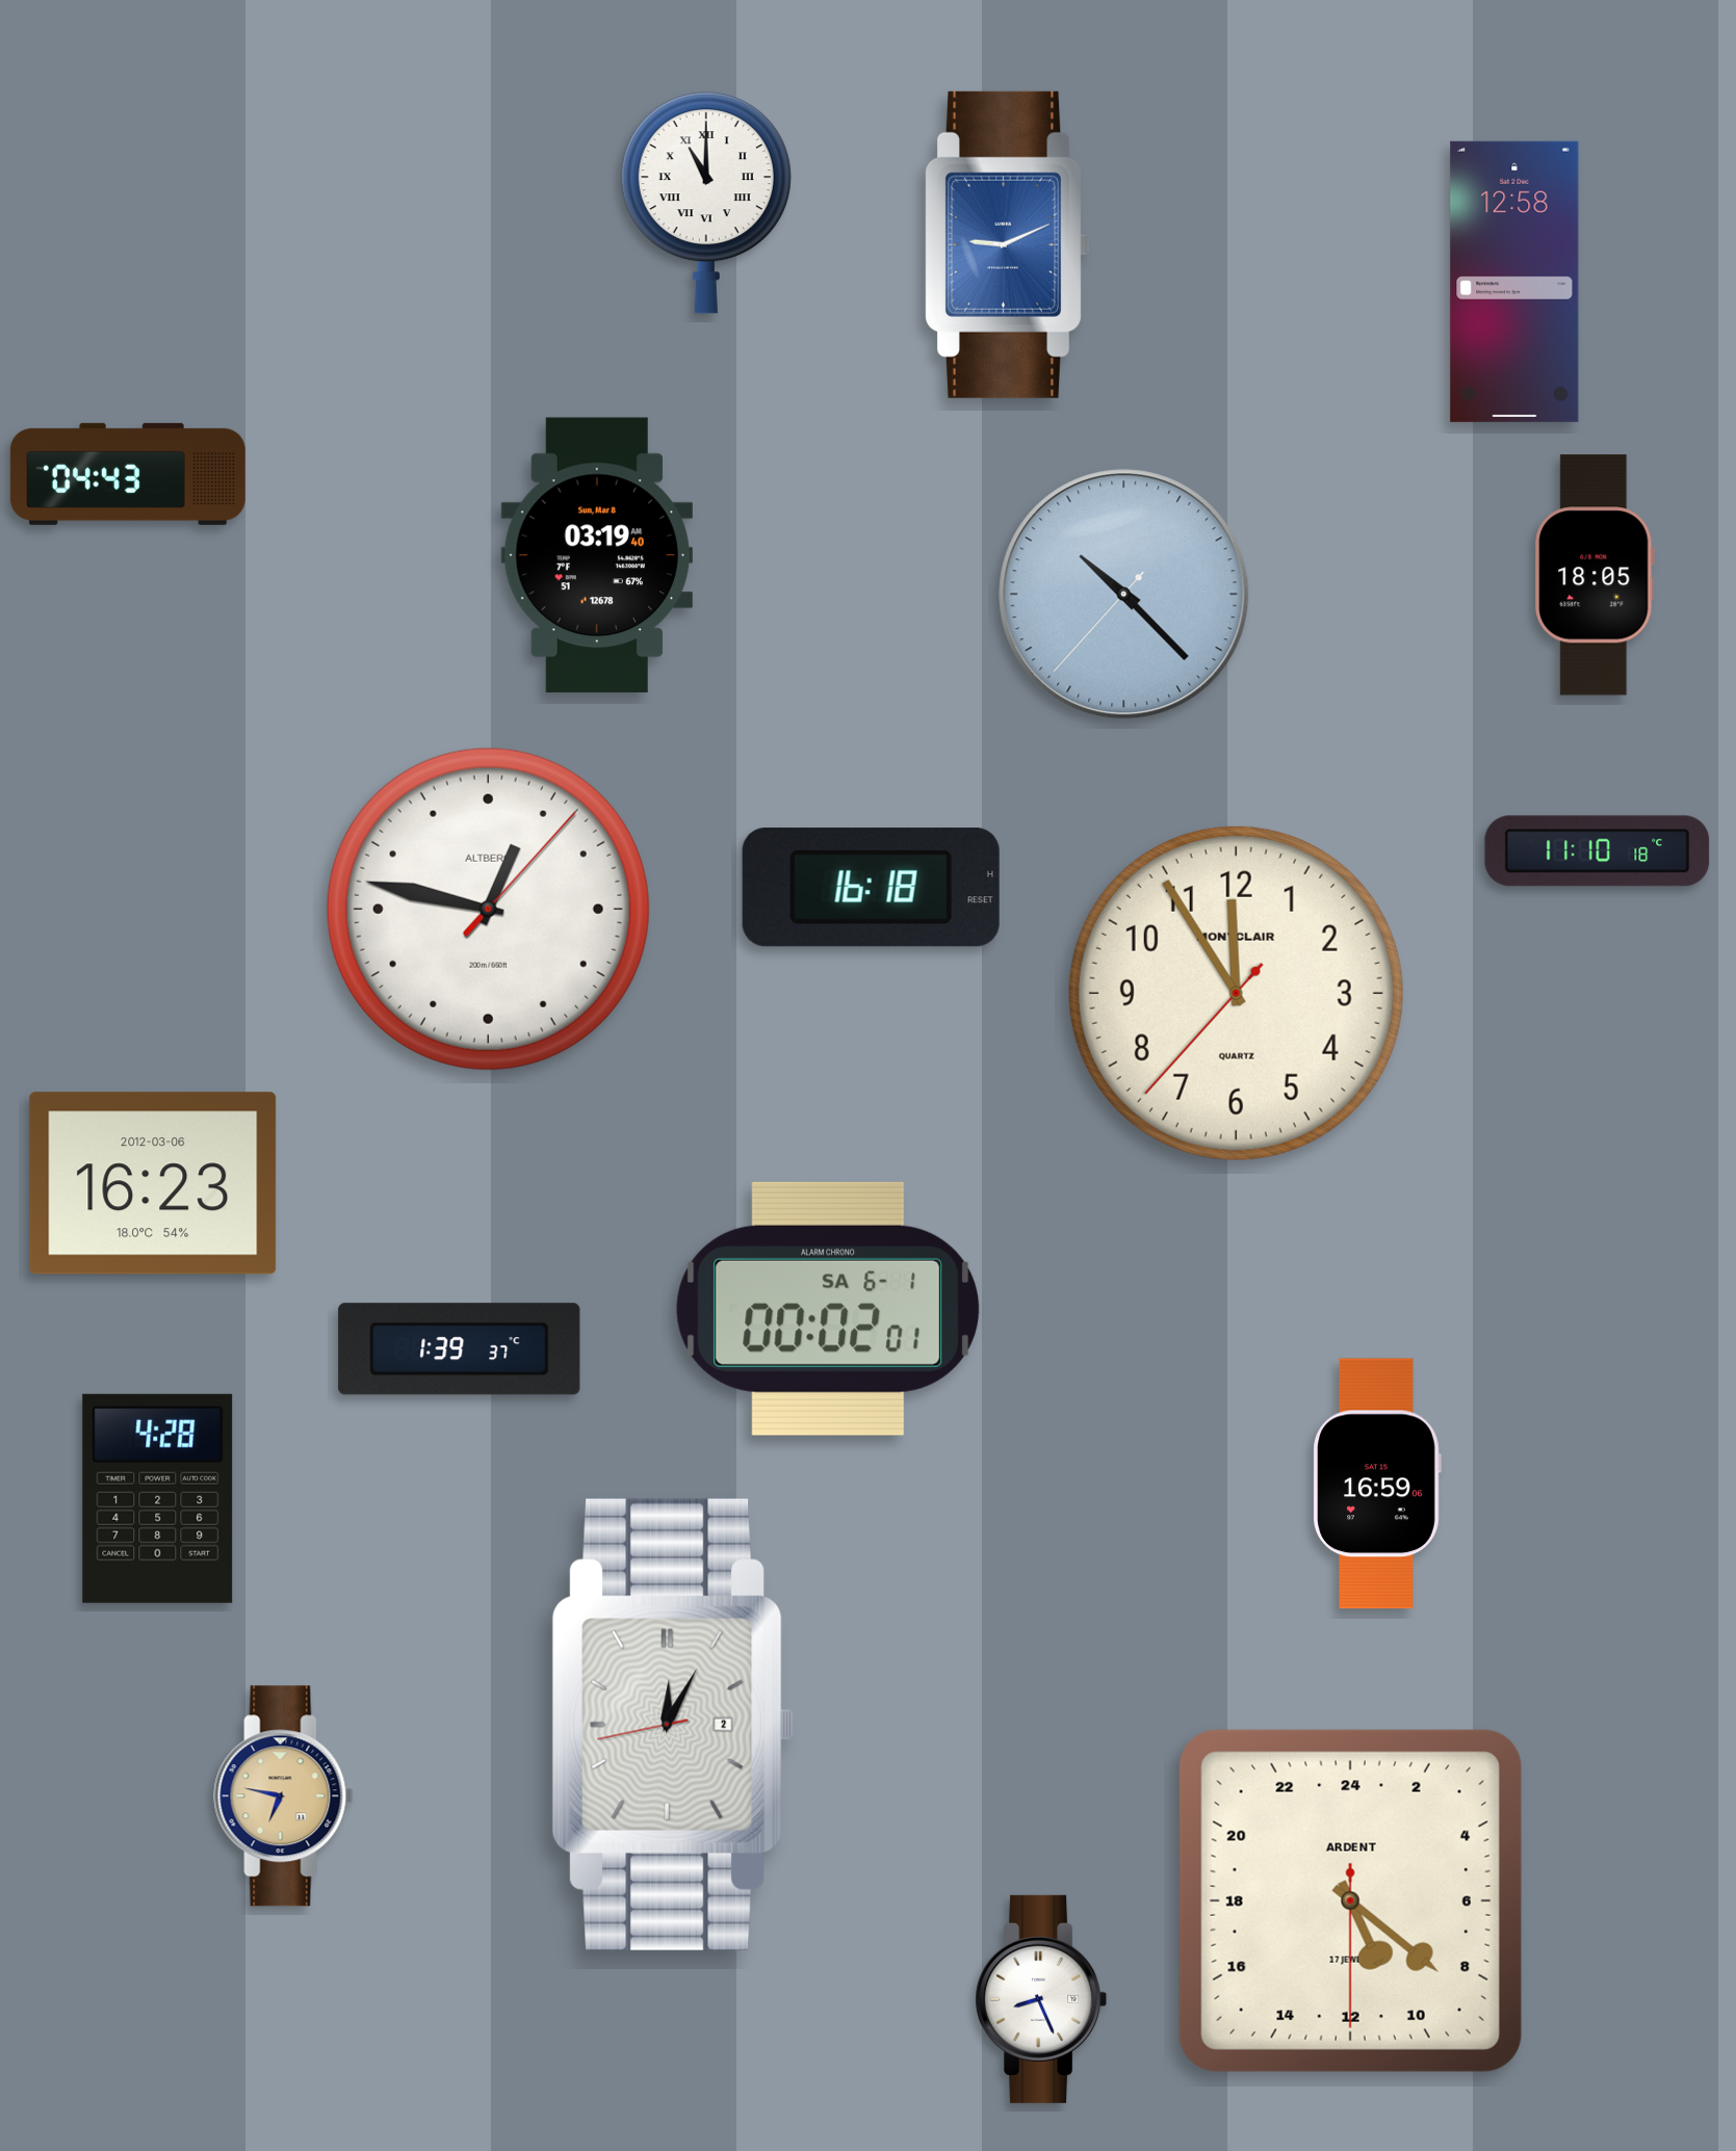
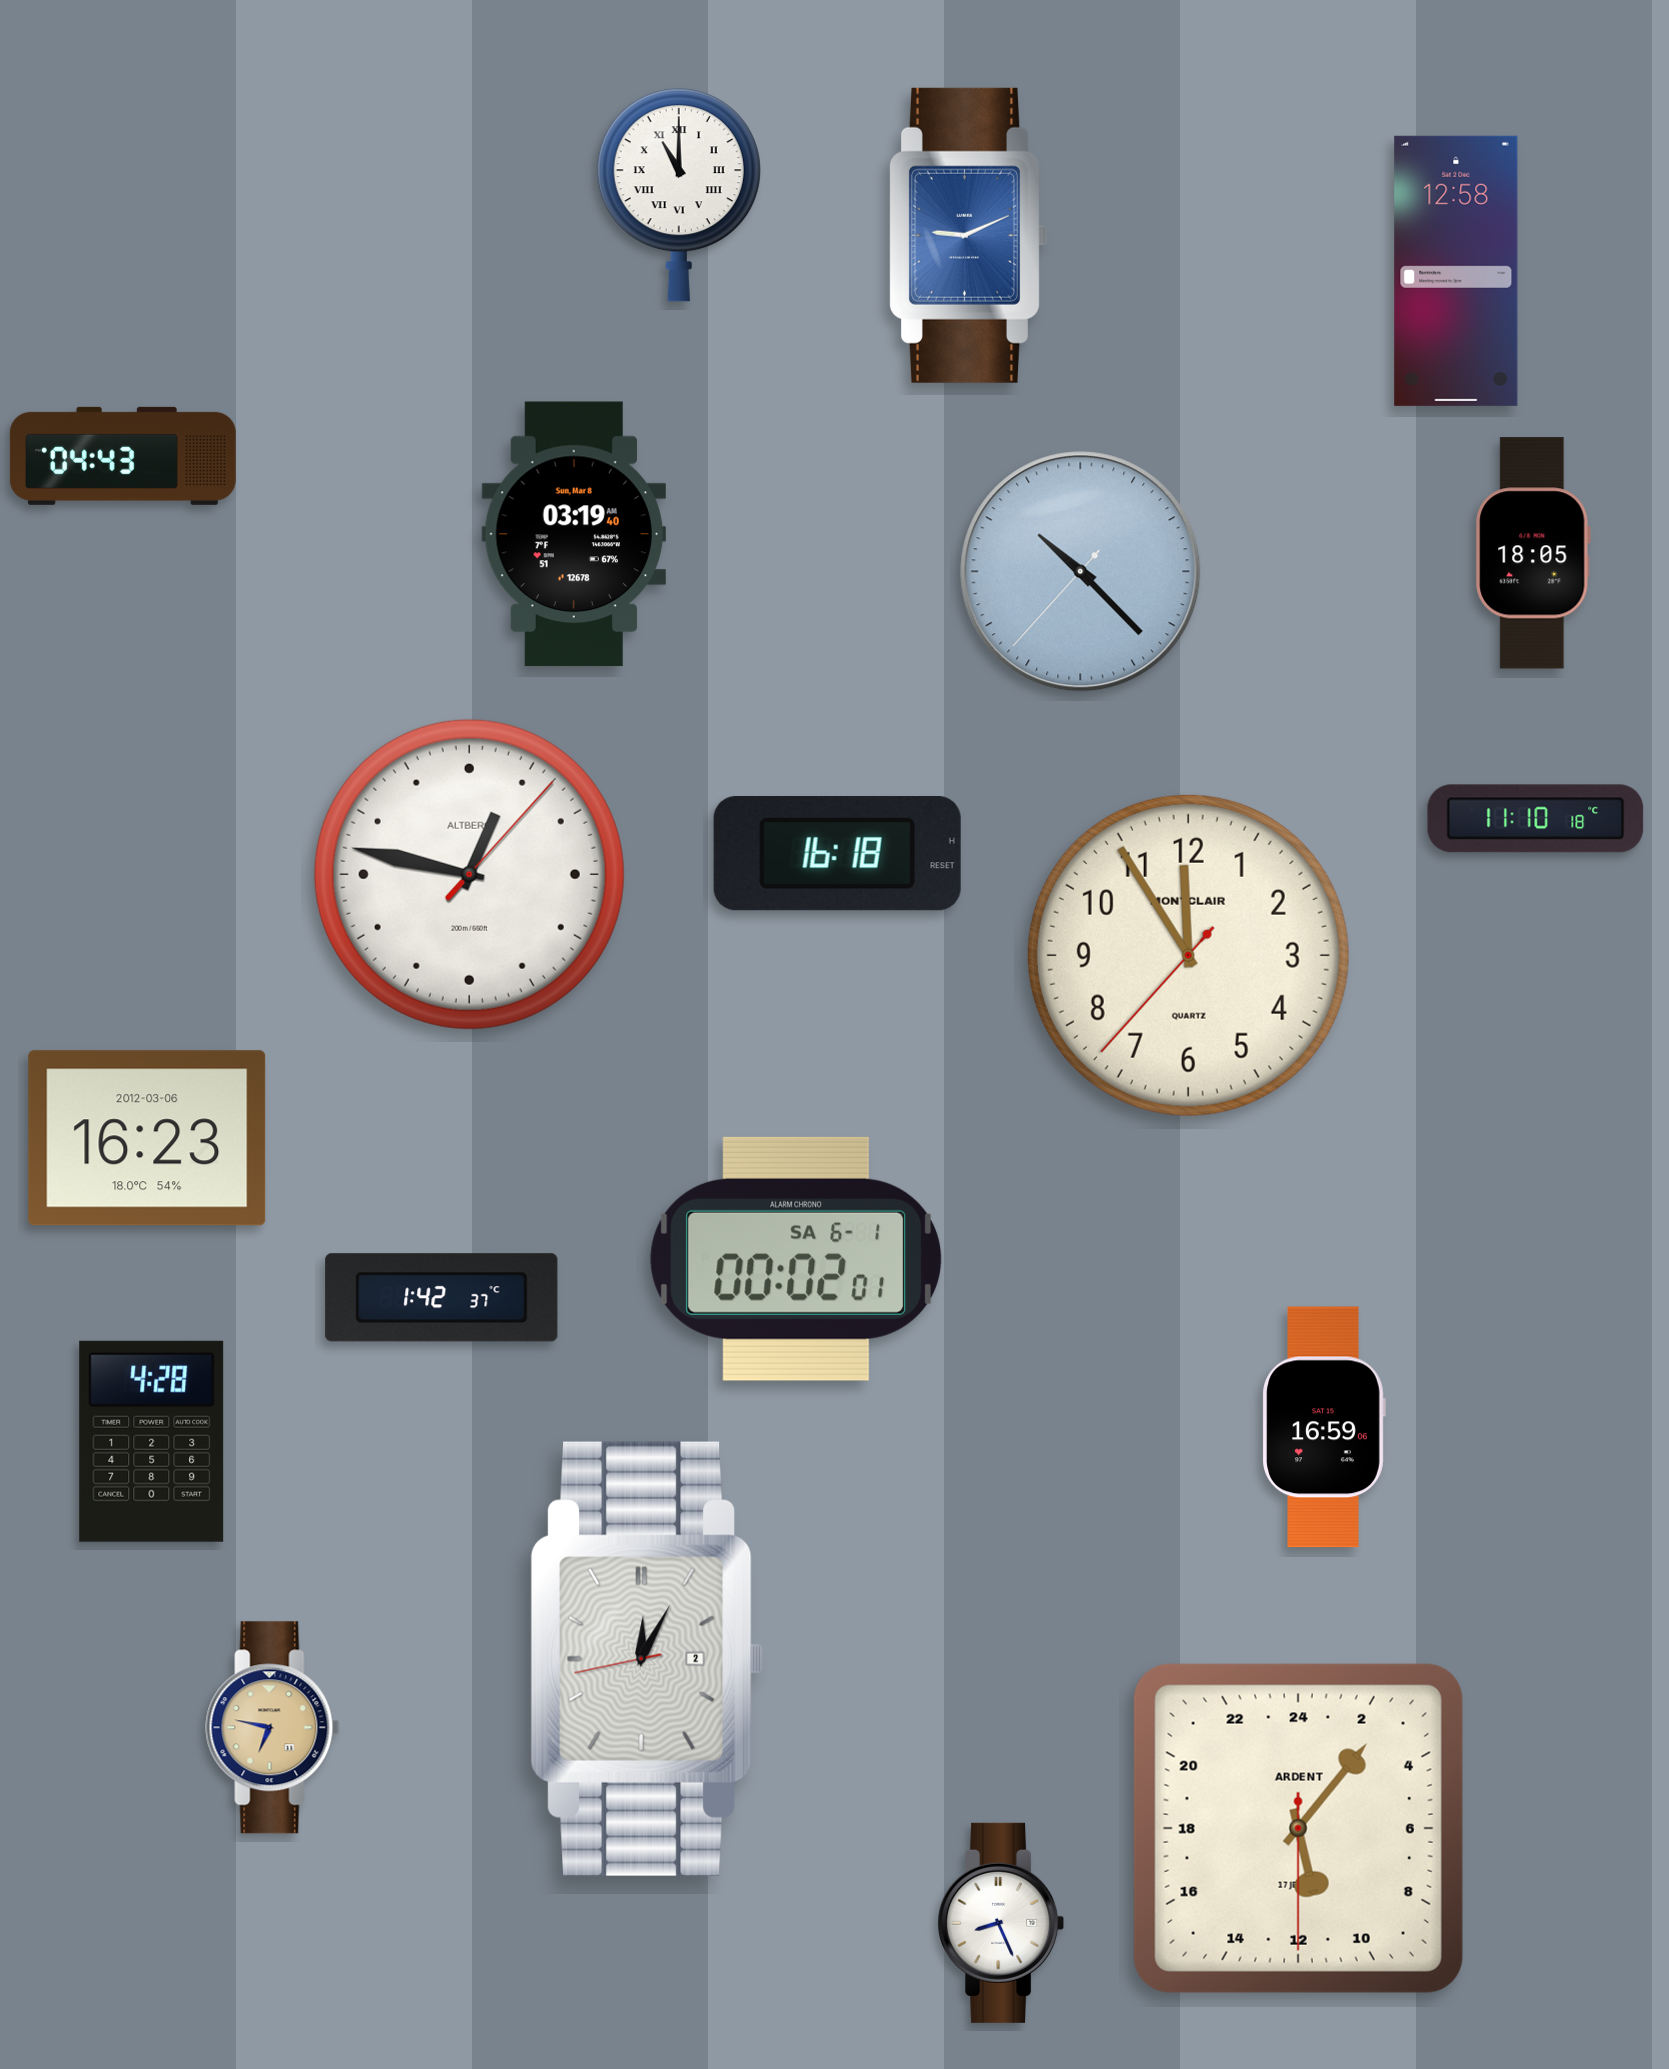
clock at (460, 1349): 1:39 -> 1:42
clock at (1350, 1900): 10:21 -> 11:06
